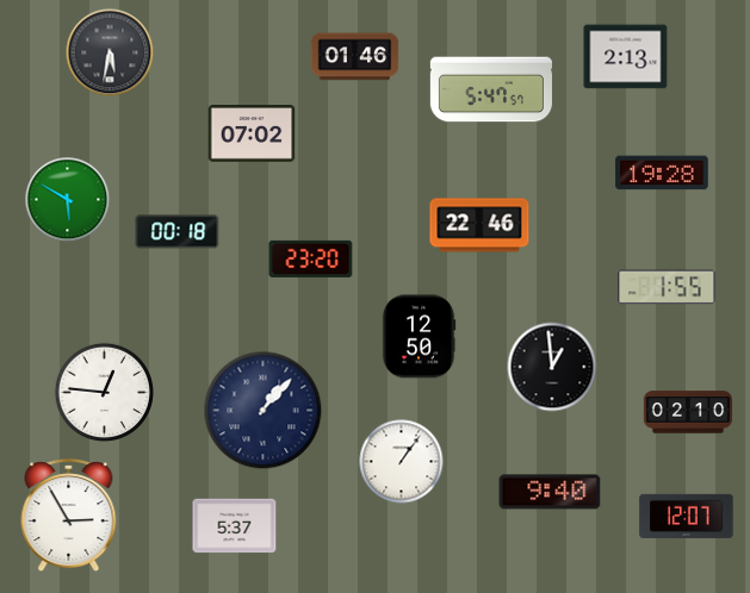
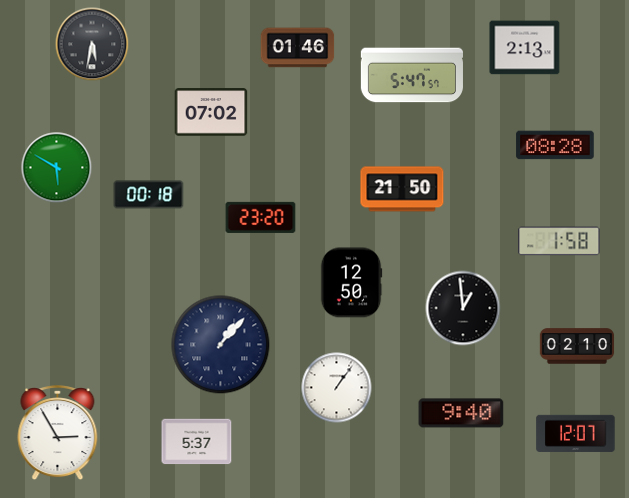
clock at (662, 173): 19:28 -> 08:28
clock at (479, 225): 22:46 -> 21:50
clock at (667, 287): 1:55 -> 1:58
clock at (104, 392): 12:46 -> none
